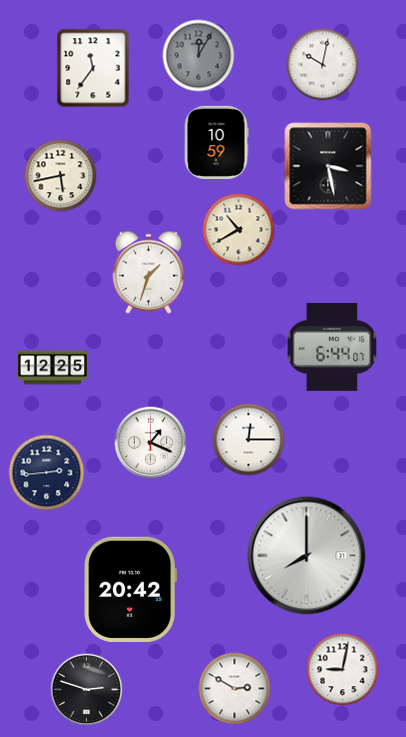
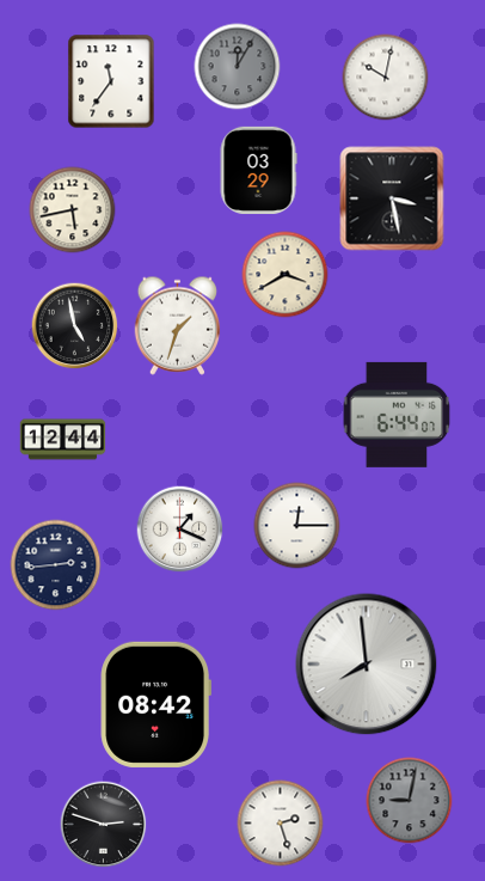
clock at (216, 142): 10:59 -> 03:29
clock at (239, 230): 10:40 -> 3:40
clock at (75, 326): none -> 4:58
clock at (53, 368): 12:25 -> 12:44
clock at (307, 556): 8:00 -> 7:59
clock at (130, 589): 20:42 -> 08:42
clock at (343, 670) dial: white -> grey
clock at (235, 689): 2:50 -> 2:27
